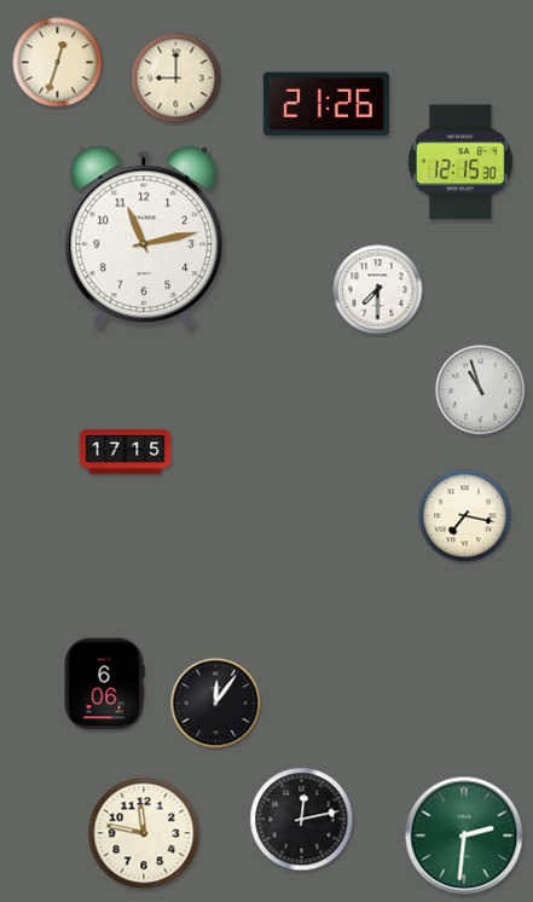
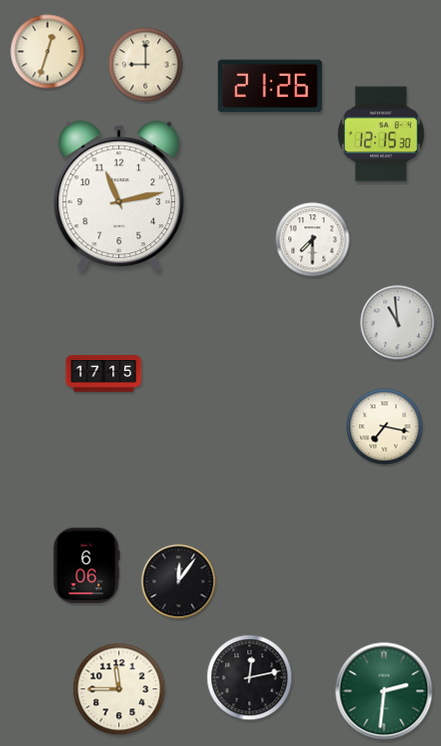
clock at (481, 391): 10:57 -> 10:59
clock at (144, 833): 11:47 -> 11:45
